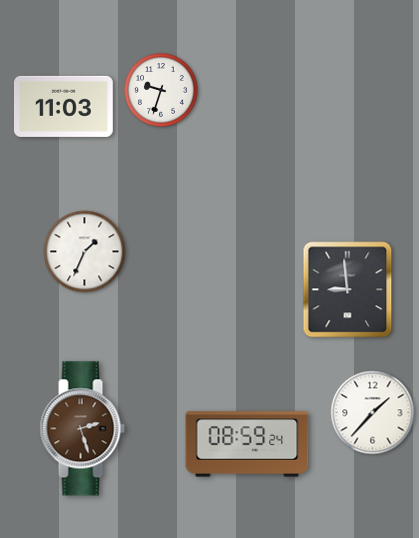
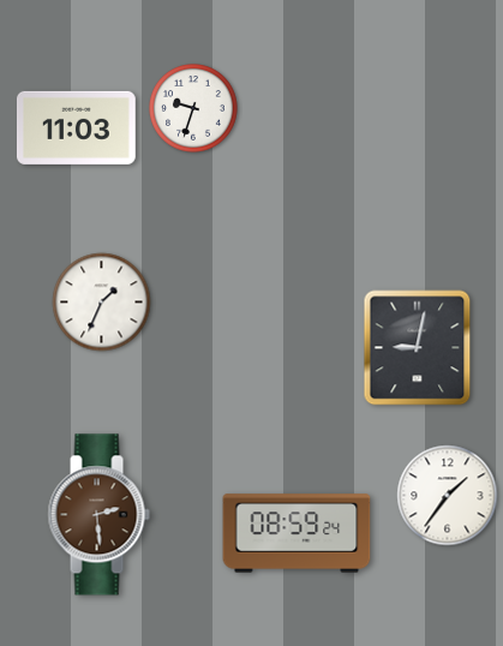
clock at (348, 290): 8:59 -> 9:02
clock at (373, 413): 1:37 -> 1:36
clock at (82, 429): 2:27 -> 2:29
